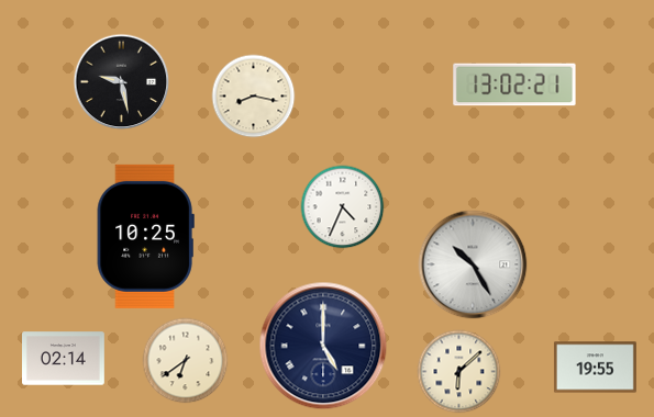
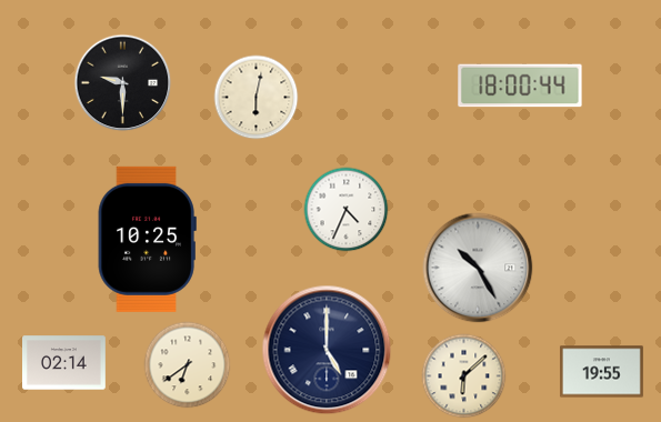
clock at (122, 82): 9:28 -> 9:30
clock at (514, 84): 13:02 -> 18:00
clock at (254, 97): 8:17 -> 6:02
